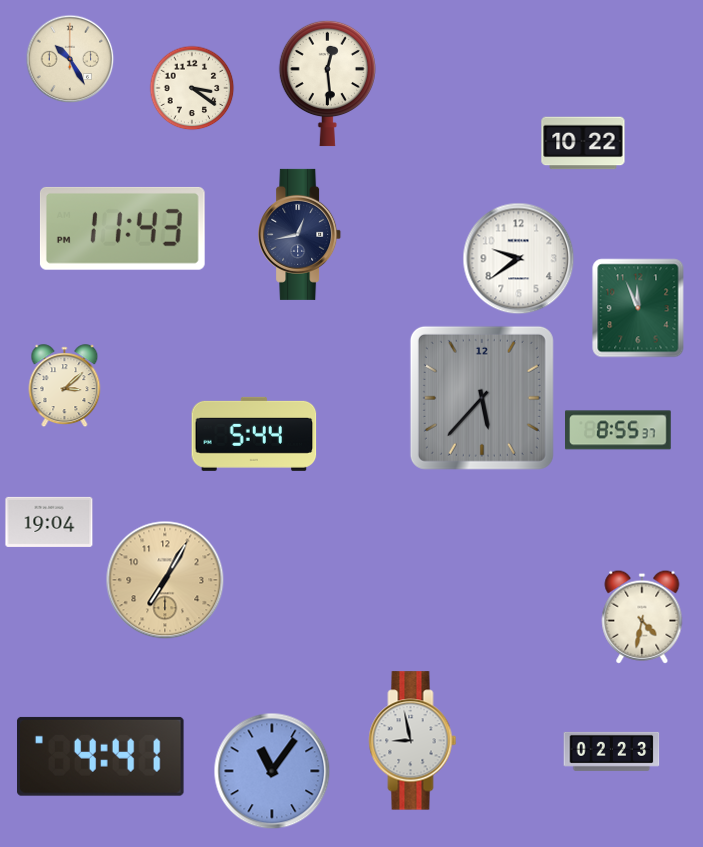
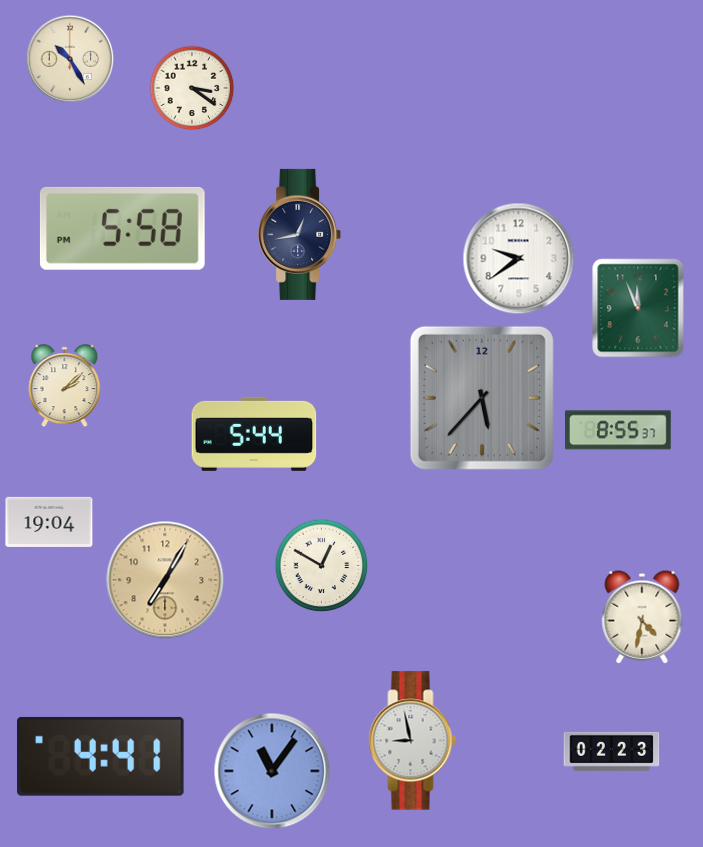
clock at (327, 83): 12:29 -> none
clock at (583, 143): 10:22 -> none
clock at (122, 228): 11:43 -> 5:58
clock at (65, 386): 3:08 -> 2:08
clock at (322, 566): none -> 12:50
